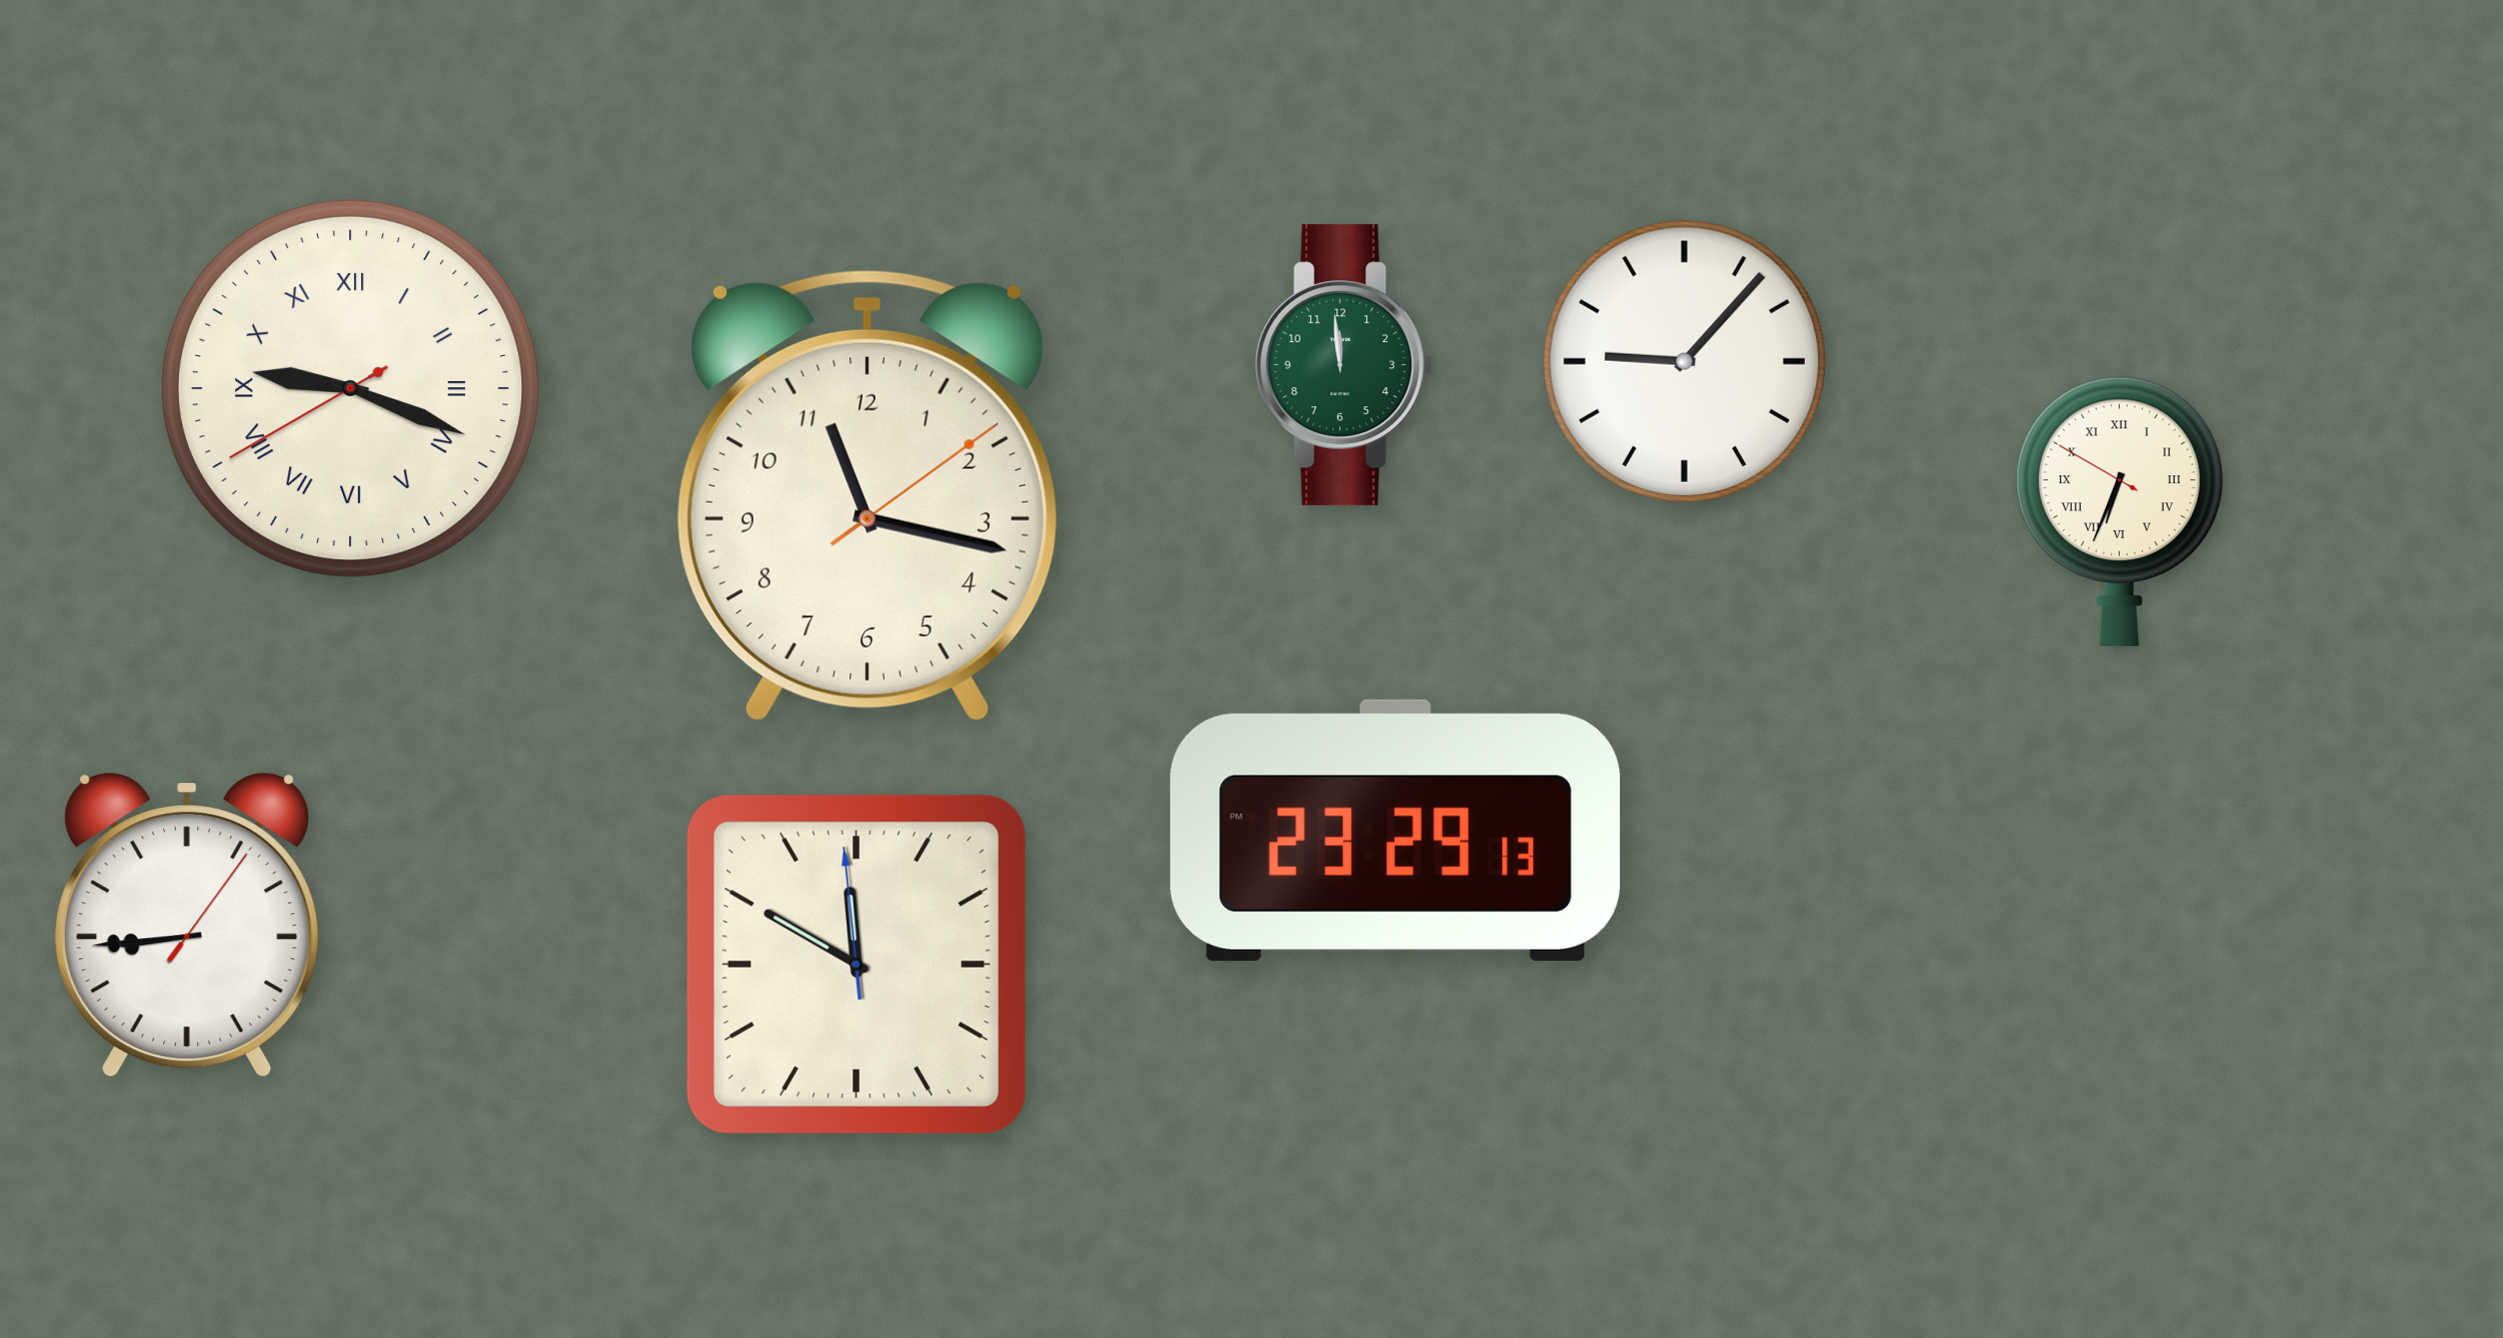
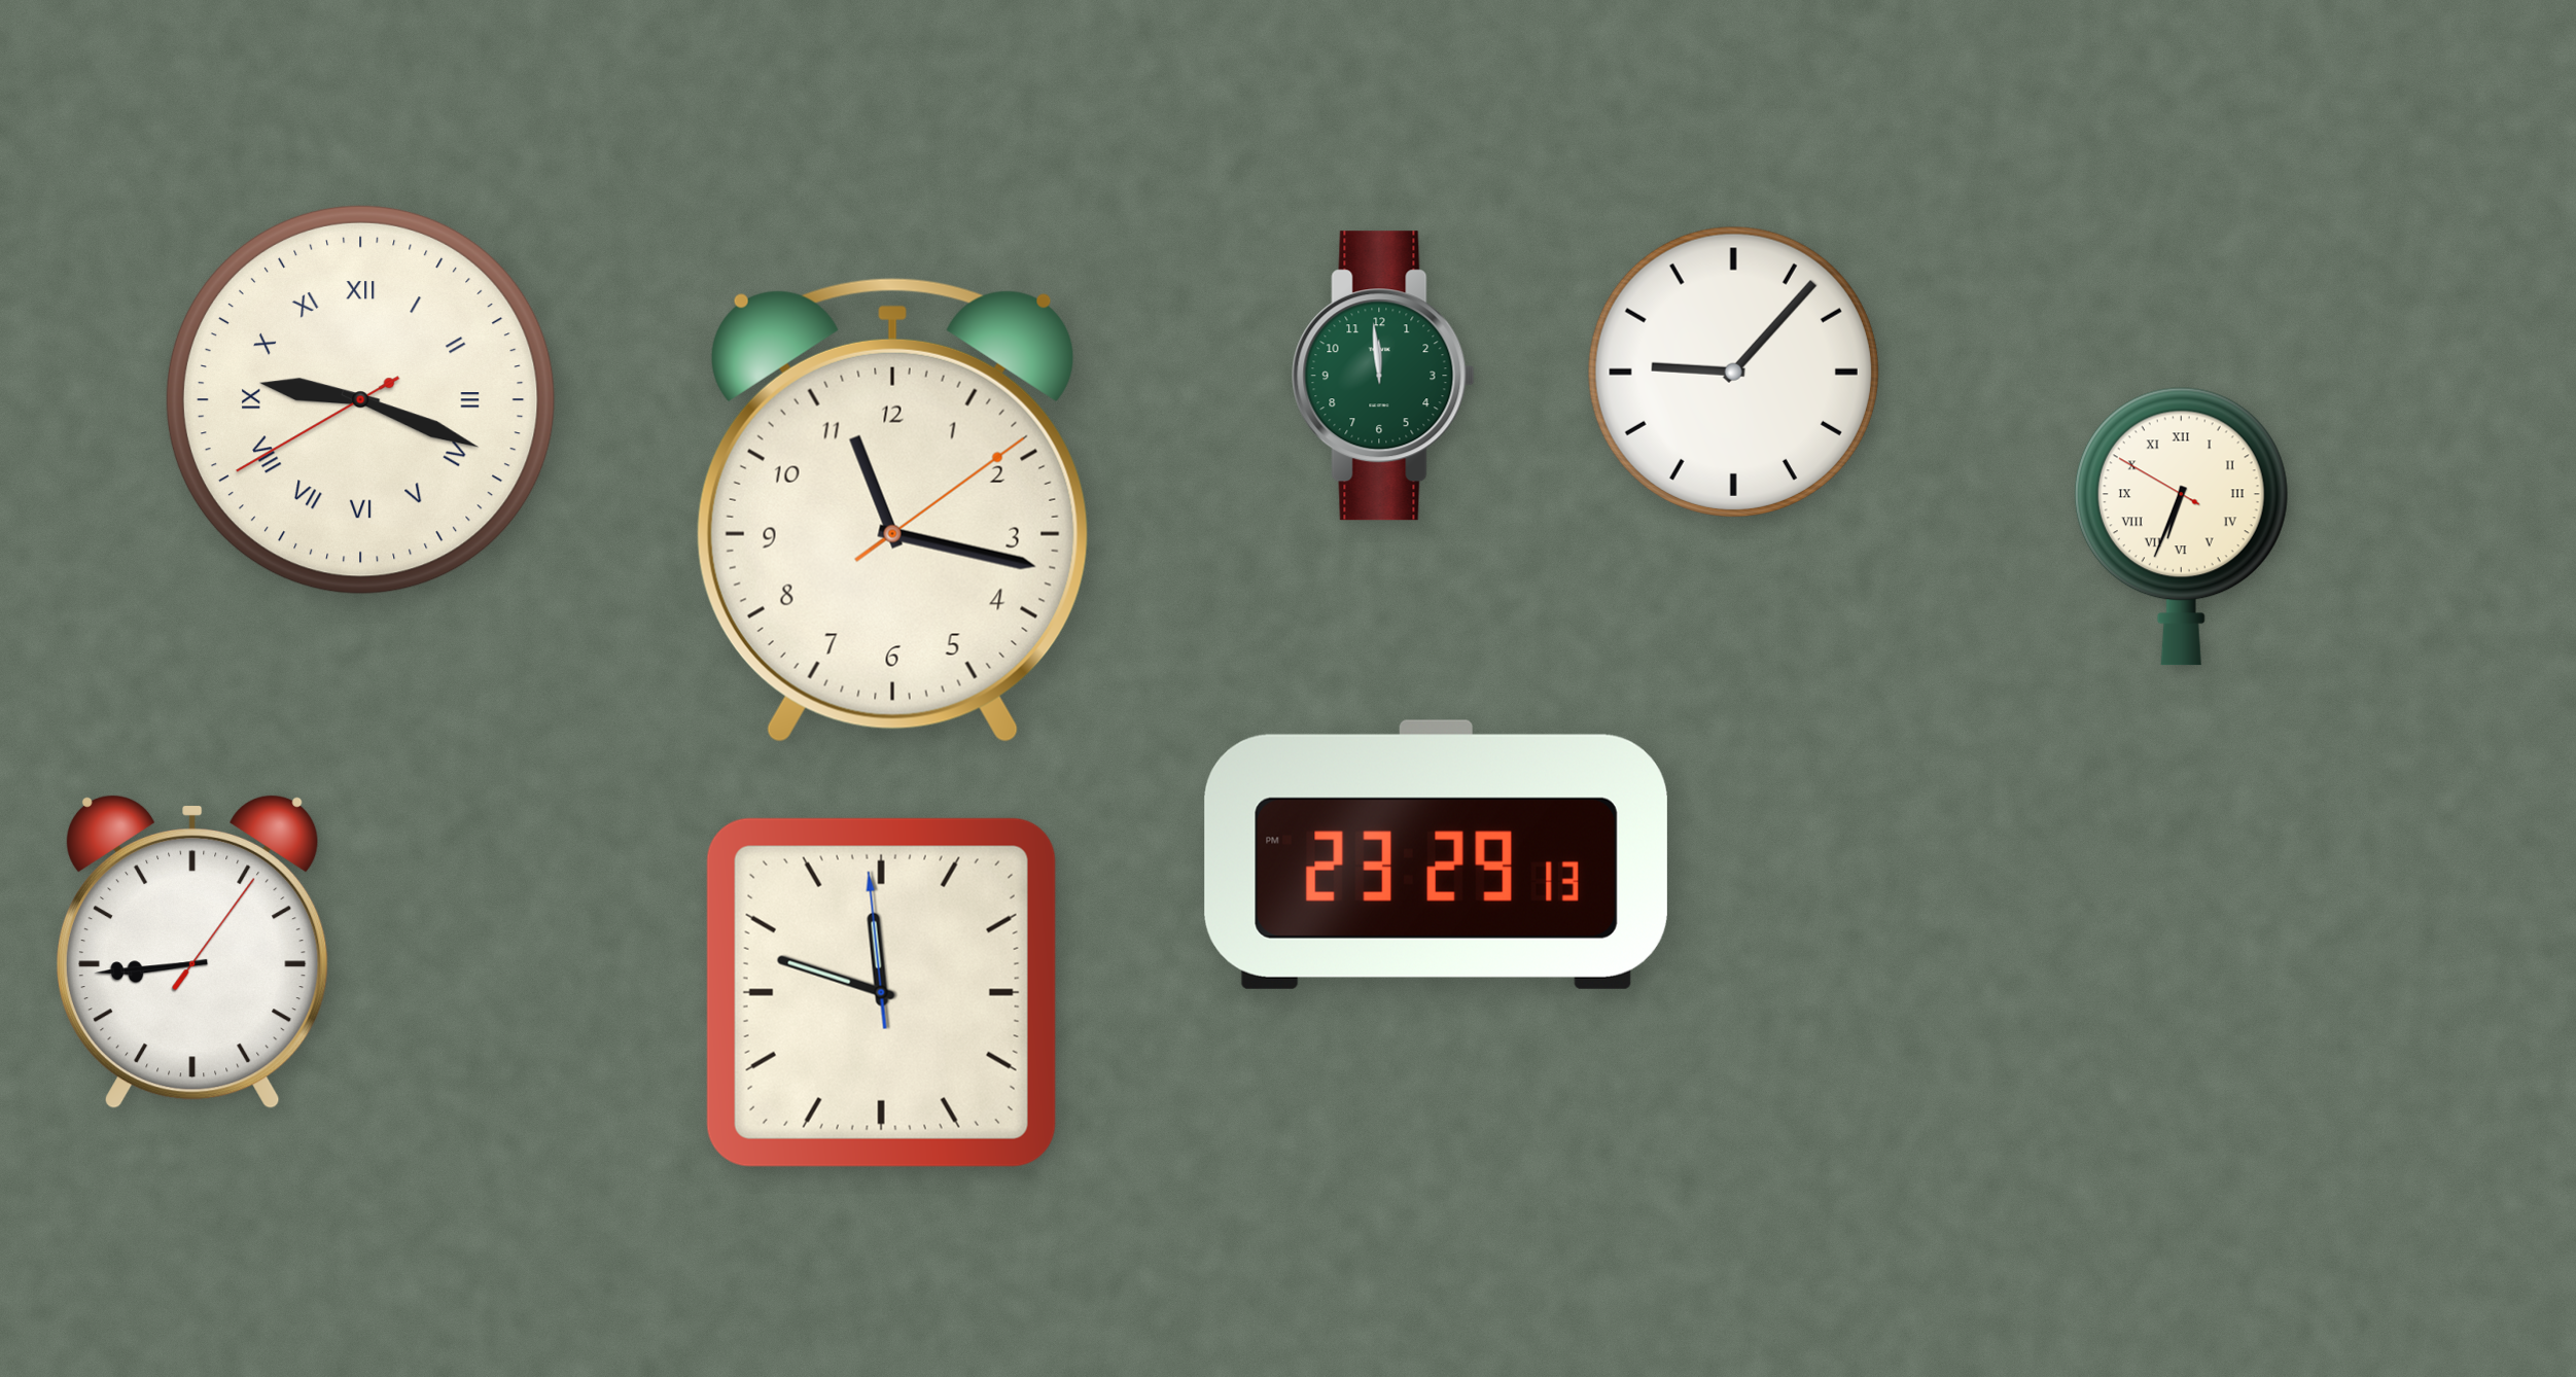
clock at (856, 964): 11:49 -> 11:47
